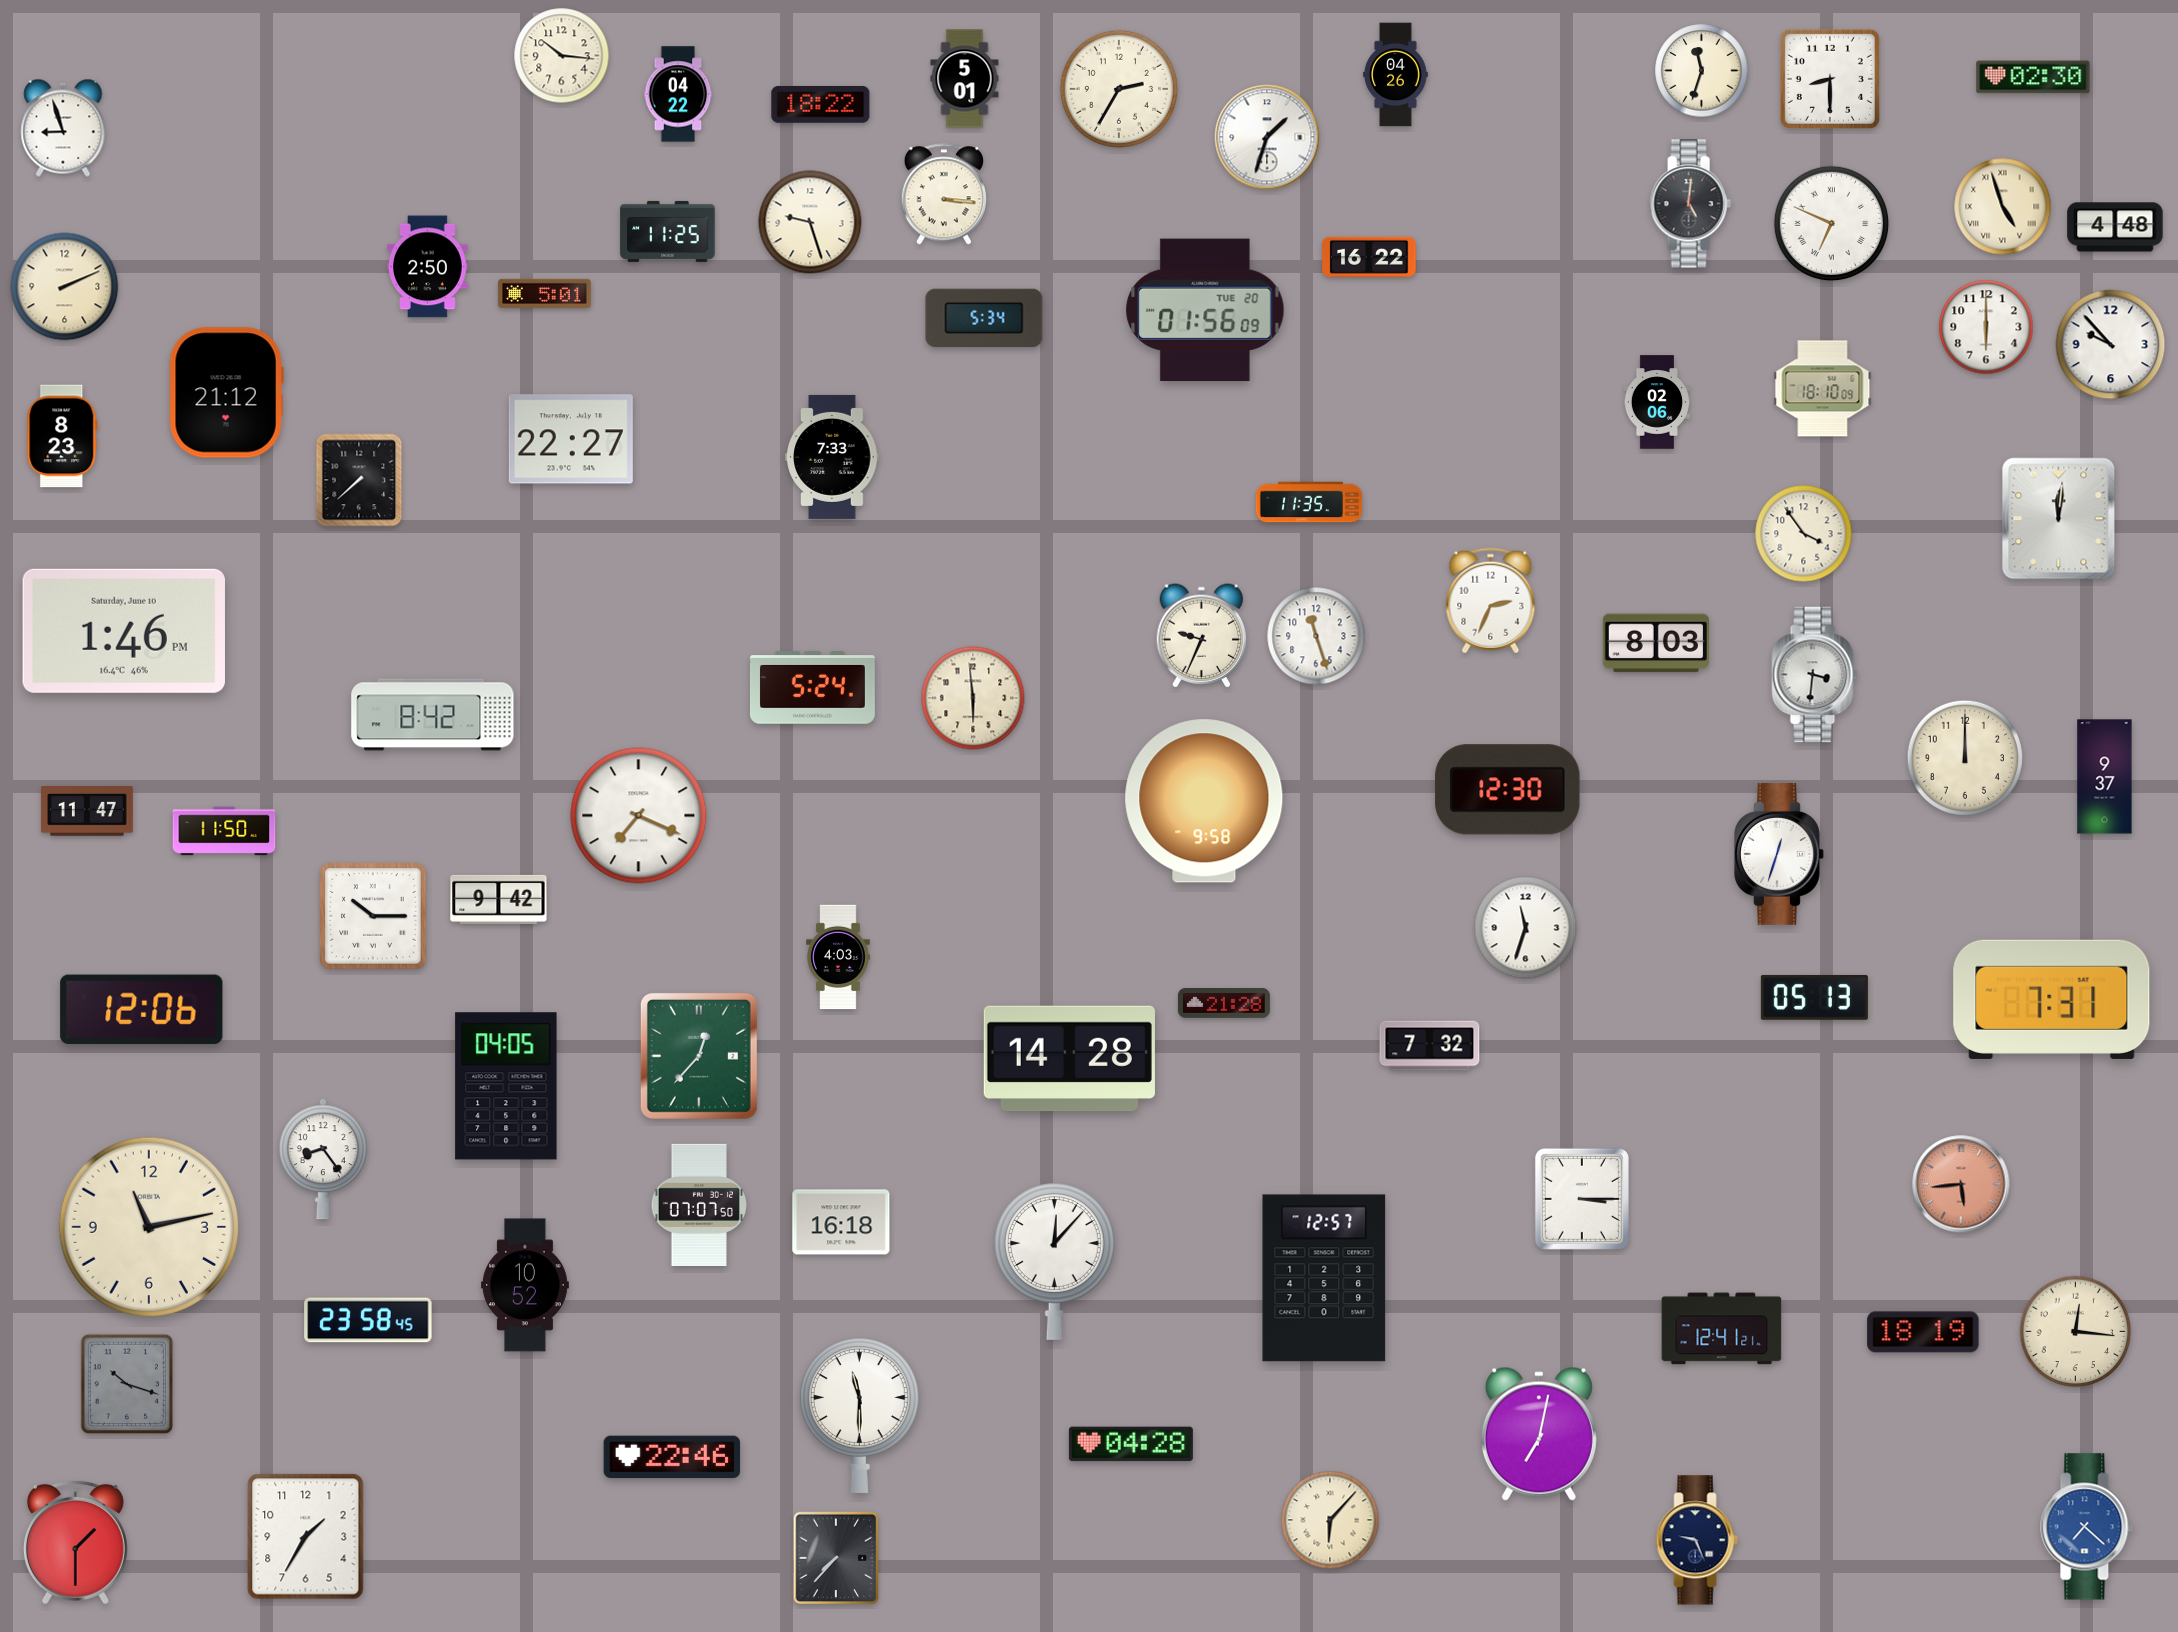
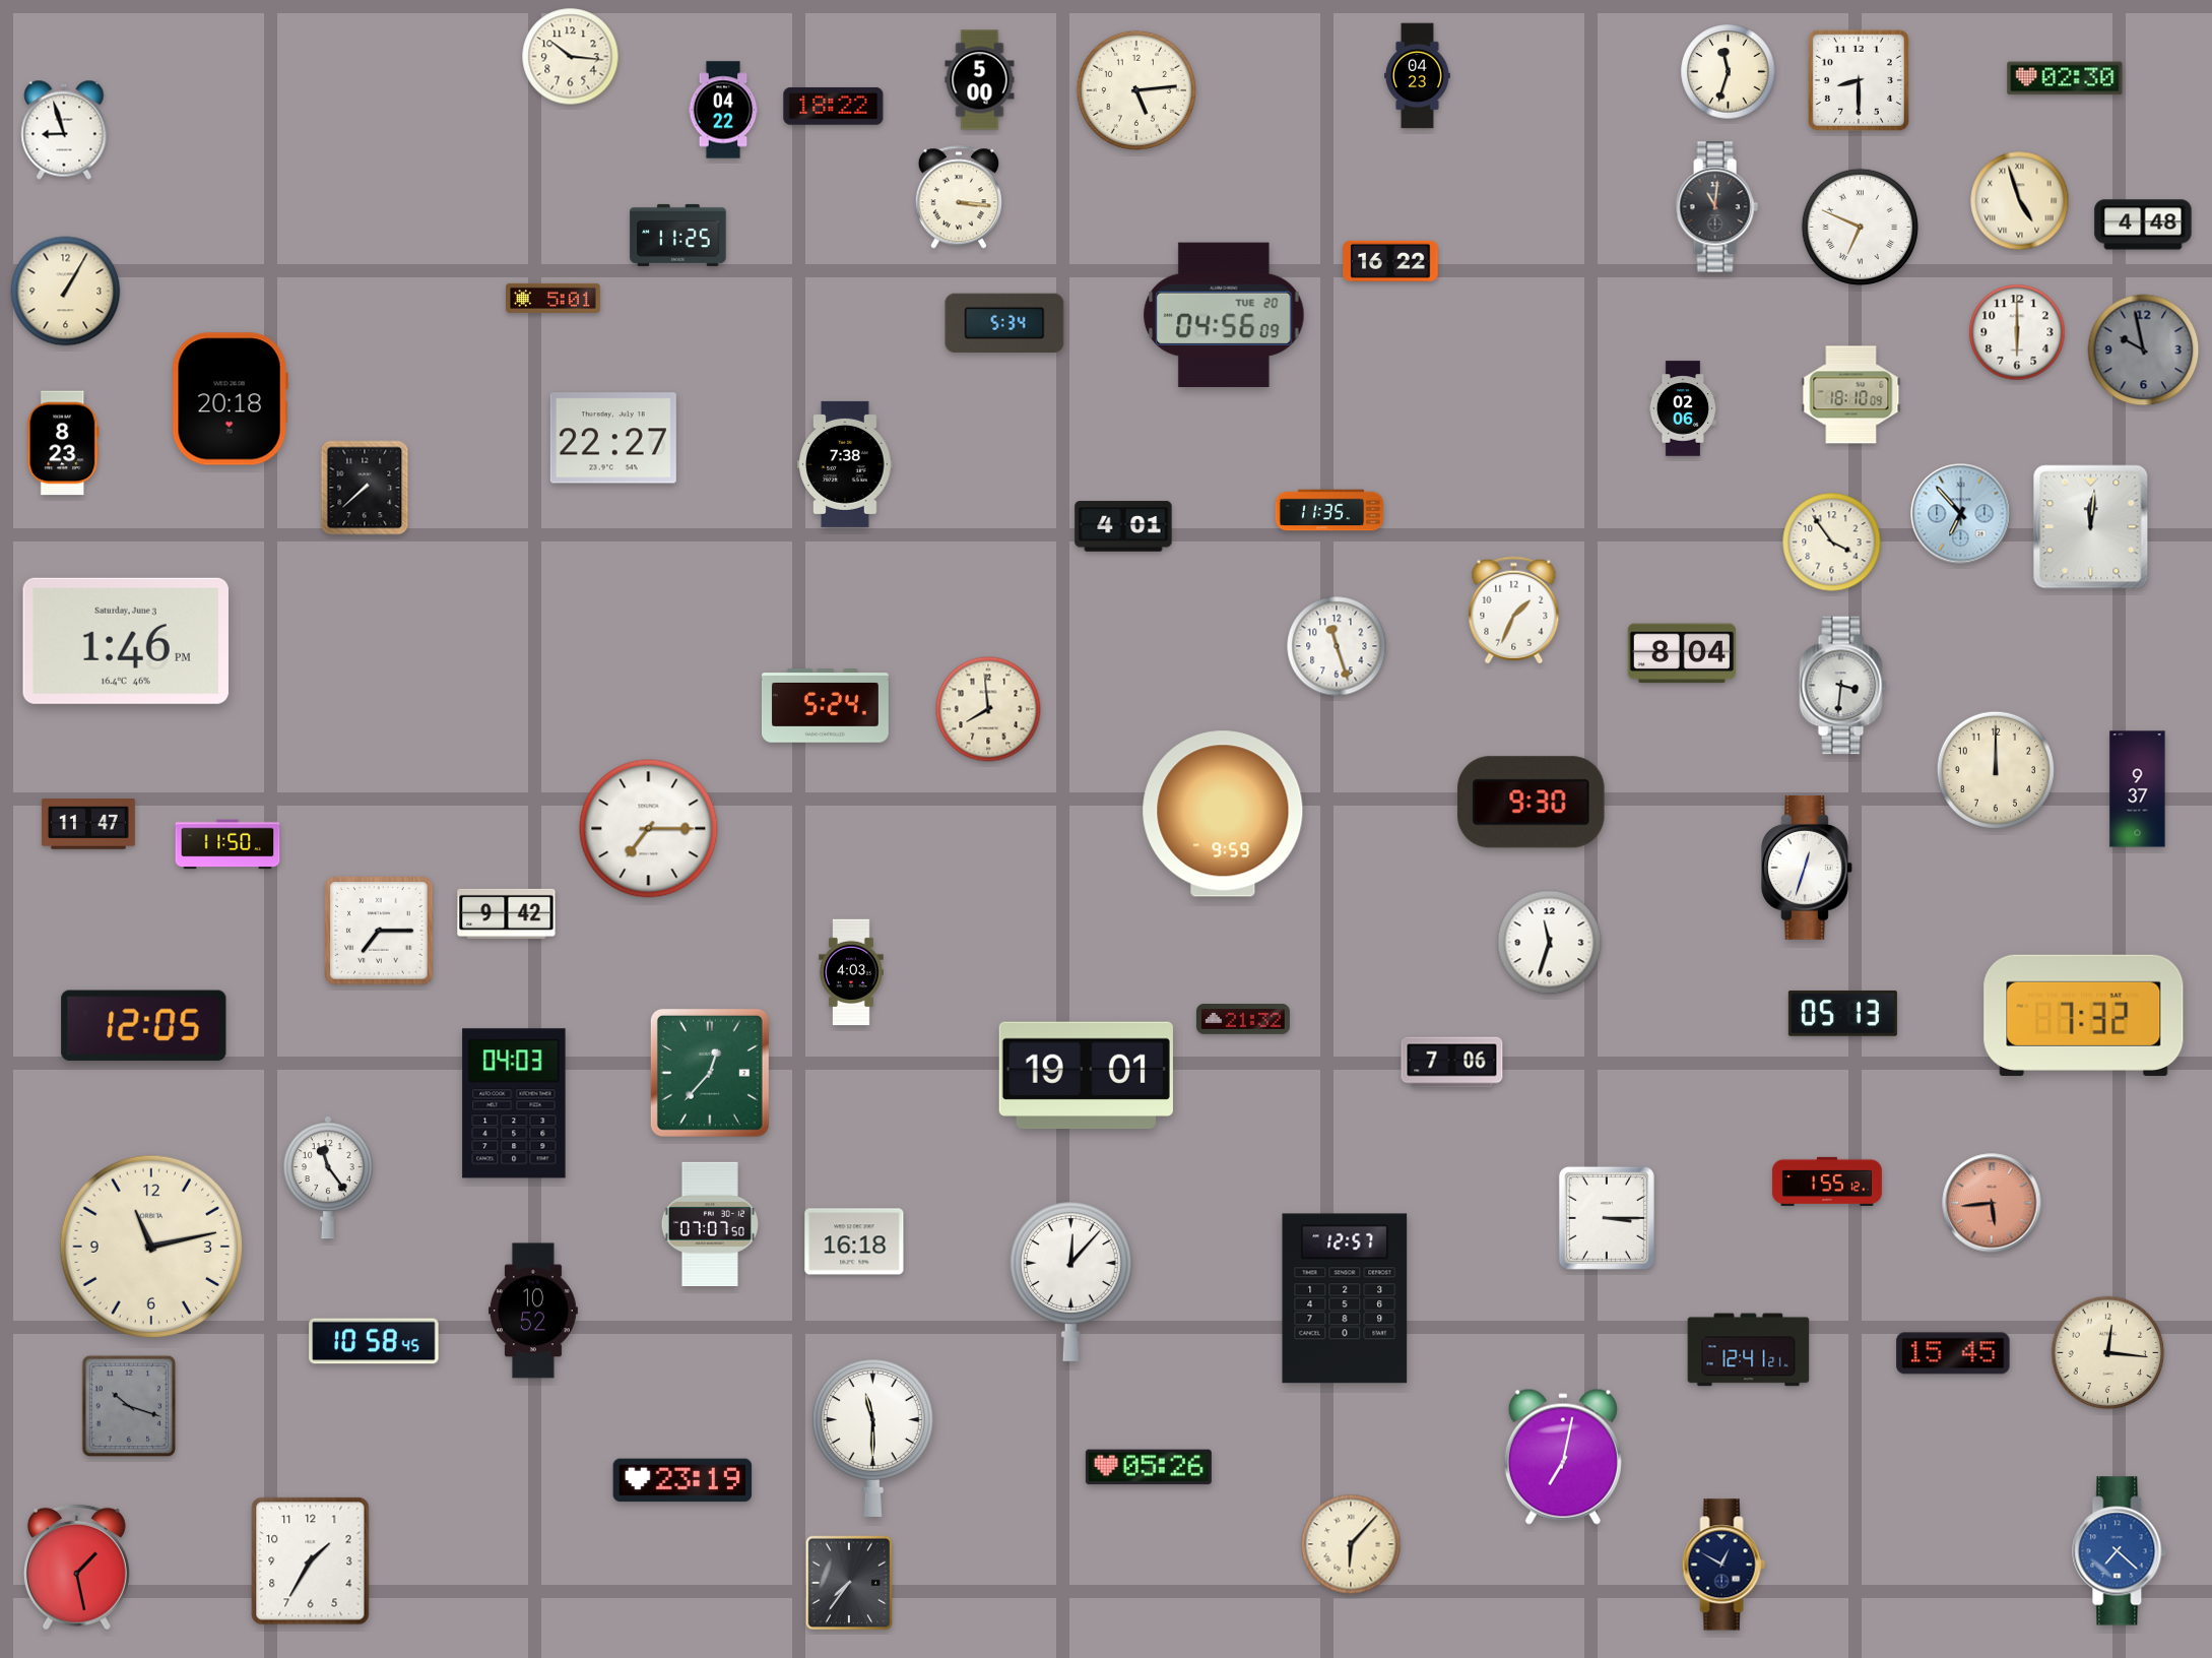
clock at (1396, 75): 04:26 -> 04:23
clock at (965, 79): 5:01 -> 5:00
clock at (1119, 89): 2:35 -> 5:14
clock at (678, 94) position: (678, 94) -> (723, 110)
clock at (1267, 137): 1:33 -> none
clock at (1690, 204): 5:01 -> 11:01
clock at (2003, 207) position: (2003, 207) -> (2020, 201)
clock at (810, 222): 9:27 -> none
clock at (2115, 227) position: (2115, 227) -> (2143, 225)
clock at (428, 267): 2:50 -> none
clock at (65, 287): 2:11 -> 1:05
clock at (1205, 309): 01:56 -> 04:56
clock at (984, 318) position: (984, 318) -> (1004, 323)
clock at (2111, 345): 9:53 -> 9:58
clock at (2111, 345) dial: white -> grey
clock at (226, 393): 21:12 -> 20:18
clock at (571, 439) position: (571, 439) -> (613, 438)
clock at (832, 457): 7:33 -> 7:38
clock at (1961, 514): none -> 6:53
clock at (1123, 526): none -> 4:01
clock at (1491, 601): 2:34 -> 1:34
clock at (124, 631) date: Saturday, June 10 -> Saturday, June 3
clock at (1202, 636): 9:34 -> none
clock at (1656, 643): 8:03 -> 8:04
clock at (812, 688) position: (812, 688) -> (825, 706)
clock at (973, 698): 5:59 -> 7:59
clock at (433, 715): 8:42 -> none
clock at (1508, 790): 12:30 -> 9:30
clock at (1204, 801): 9:58 -> 9:59
clock at (639, 816): 7:19 -> 7:15
clock at (373, 916): 10:15 -> 7:15
clock at (2052, 999): 7:31 -> 7:32
clock at (1224, 1004): 21:28 -> 21:32
clock at (142, 1009): 12:06 -> 12:05
clock at (1430, 1046): 7:32 -> 7:06
clock at (1069, 1059): 14:28 -> 19:01
clock at (506, 1086): 04:05 -> 04:03
clock at (323, 1159): 8:24 -> 11:24
clock at (1827, 1182): none -> 1:55
clock at (525, 1285) position: (525, 1285) -> (533, 1311)
clock at (368, 1320): 23:58 -> 10:58
clock at (1923, 1332): 18:19 -> 15:45
clock at (1131, 1444): 04:28 -> 05:26
clock at (672, 1457): 22:46 -> 23:19
clock at (1697, 1540): 9:26 -> 12:50
clock at (75, 1542): 1:30 -> 1:28
clock at (836, 1558): 7:37 -> 7:36
